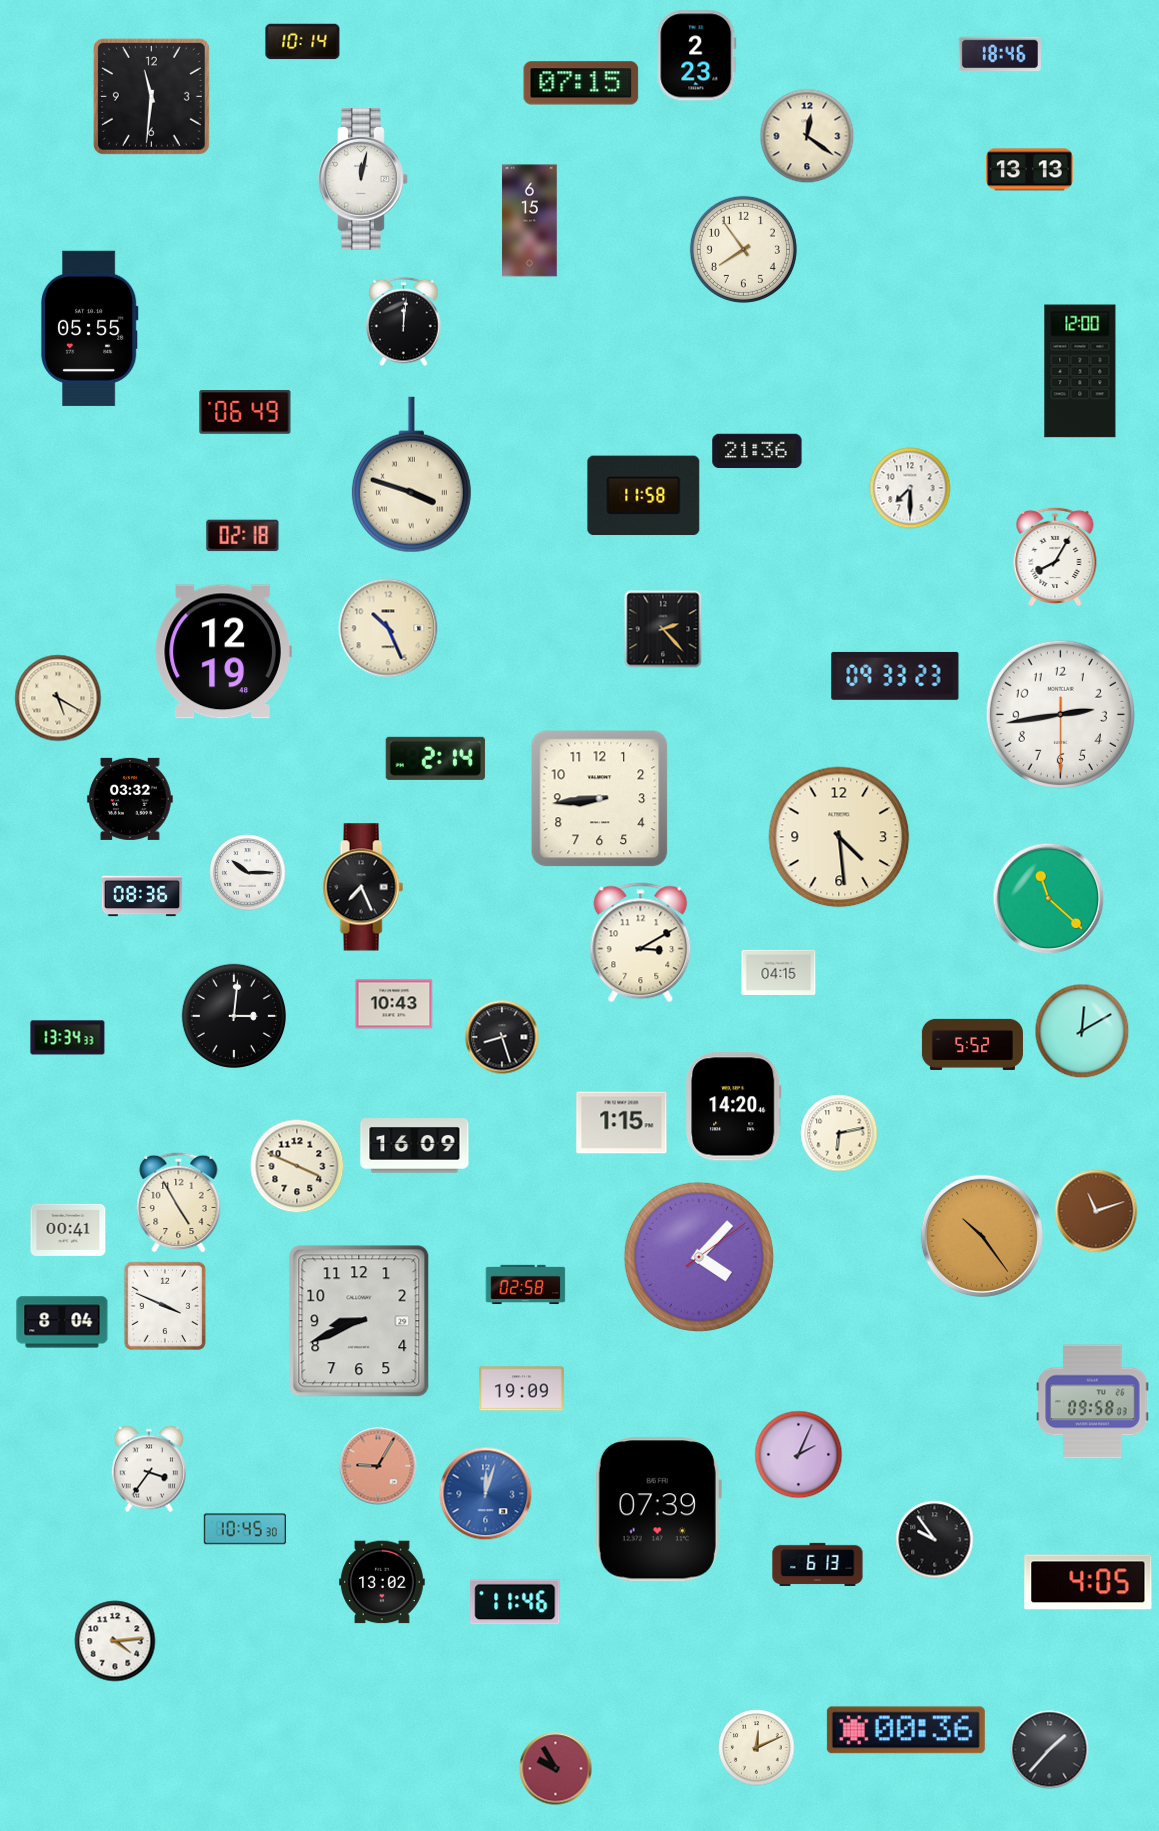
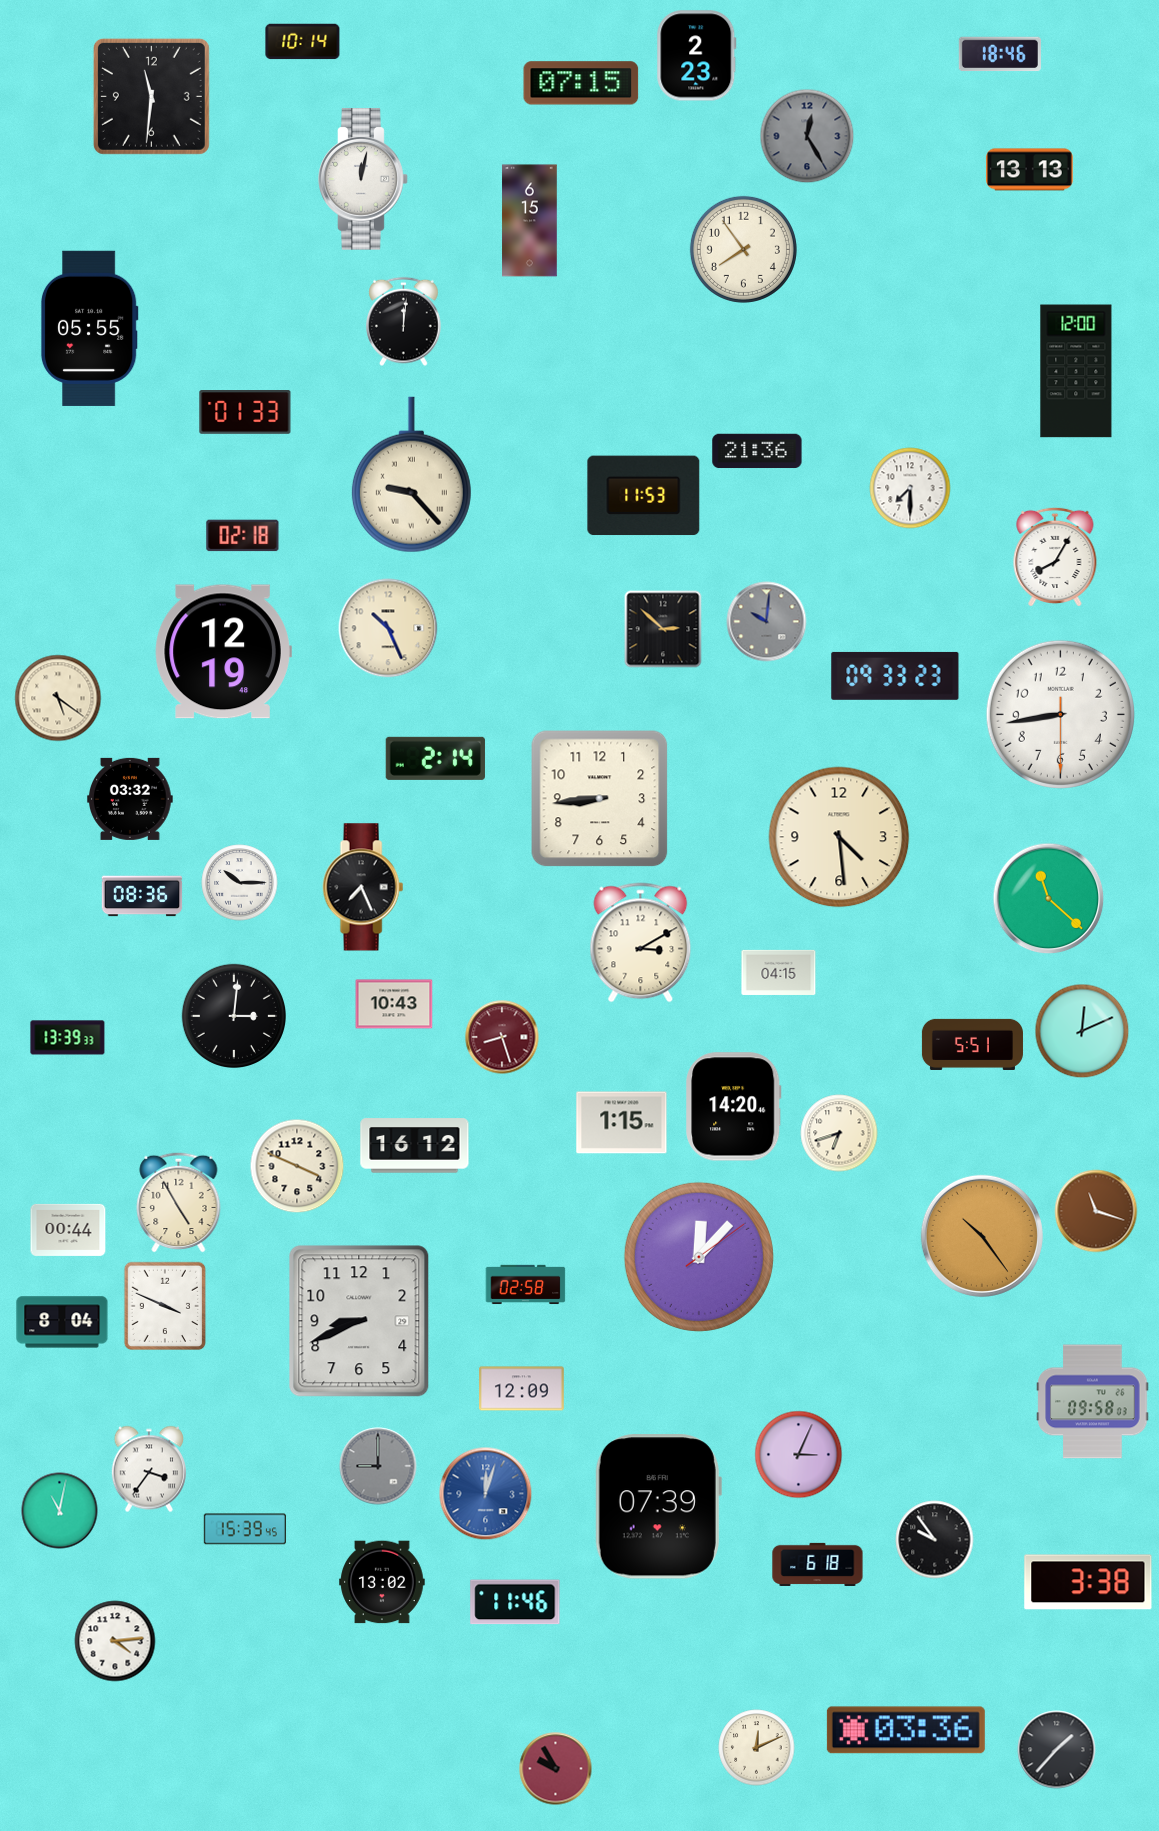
clock at (807, 136): 12:21 -> 12:25
clock at (807, 136) dial: cream -> grey
clock at (1080, 371) position: (1080, 371) -> (1076, 371)
clock at (245, 413): 06:49 -> 01:33
clock at (411, 475): 3:48 -> 9:23
clock at (644, 496): 11:58 -> 11:53
clock at (767, 622): none -> 10:01
clock at (663, 629): 2:23 -> 2:52
clock at (58, 698): 5:20 -> 5:21
clock at (1060, 714): 2:43 -> 8:43
clock at (248, 873) position: (248, 873) -> (240, 883)
clock at (1082, 1031): 12:10 -> 12:11
clock at (502, 1037) dial: black -> burgundy
clock at (68, 1038): 13:34 -> 13:39
clock at (972, 1044): 5:52 -> 5:51
clock at (839, 1133): 6:13 -> 6:42
clock at (415, 1146): 16:09 -> 16:12
clock at (1096, 1211): 11:12 -> 11:18
clock at (68, 1230): 00:41 -> 00:44
clock at (699, 1257): 4:07 -> 12:07
clock at (522, 1389): 19:09 -> 12:09
clock at (799, 1455): 2:04 -> 3:04
clock at (378, 1466): 9:05 -> 9:00
clock at (378, 1466) dial: salmon -> grey
clock at (658, 1510) position: (658, 1510) -> (658, 1507)
clock at (60, 1511): none -> 11:02
clock at (245, 1529): 10:45 -> 15:39
clock at (818, 1564): 6:13 -> 6:18
clock at (1088, 1582): 4:05 -> 3:38
clock at (906, 1730): 00:36 -> 03:36
clock at (1050, 1750) position: (1050, 1750) -> (1057, 1750)
